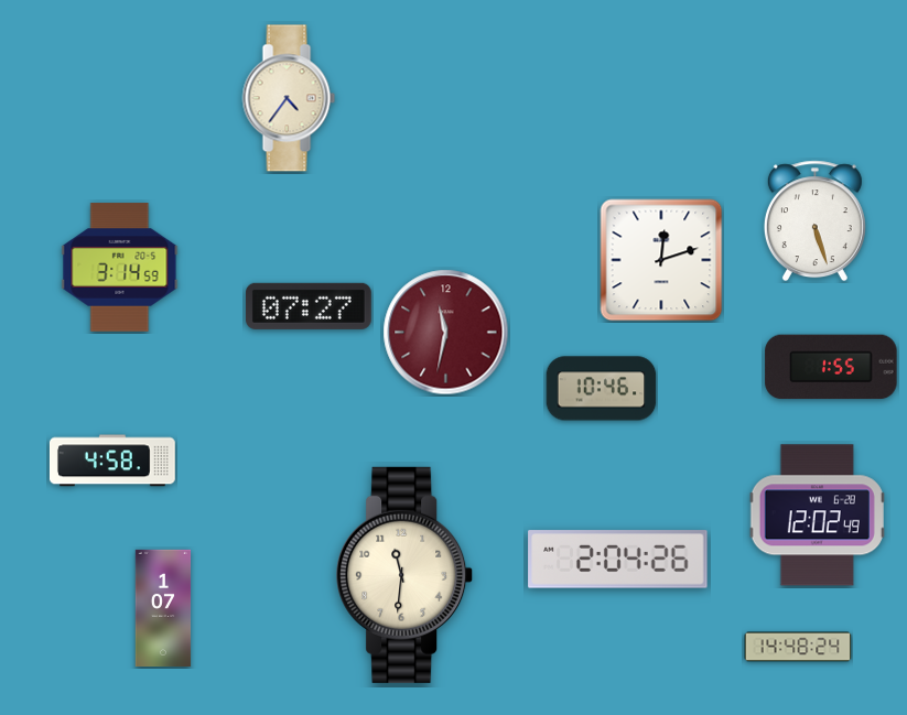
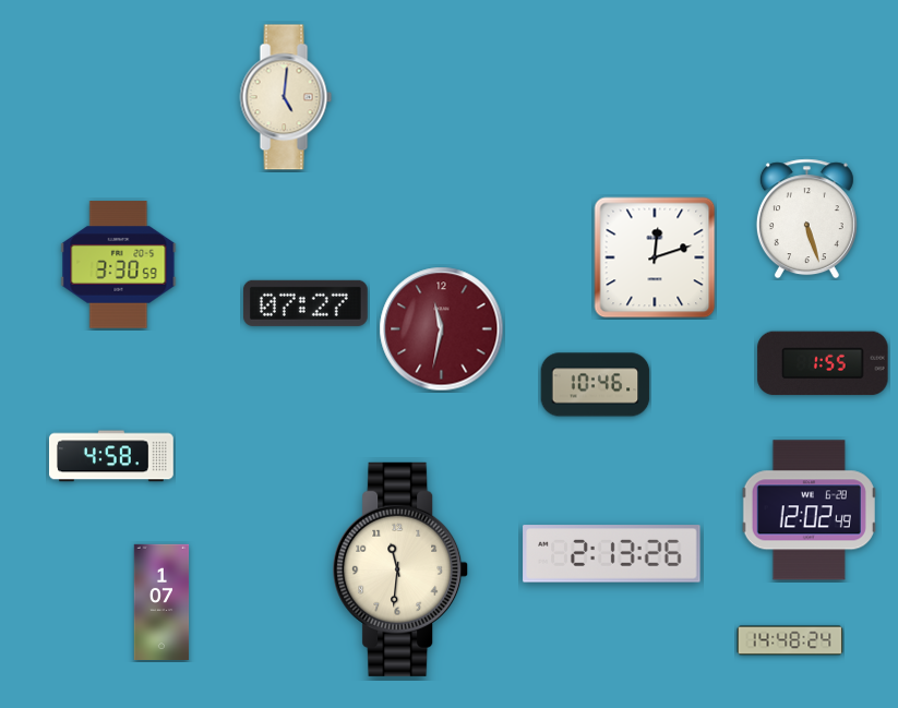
clock at (289, 98): 4:36 -> 5:01
clock at (120, 268): 3:14 -> 3:30
clock at (618, 560): 2:04 -> 2:13
